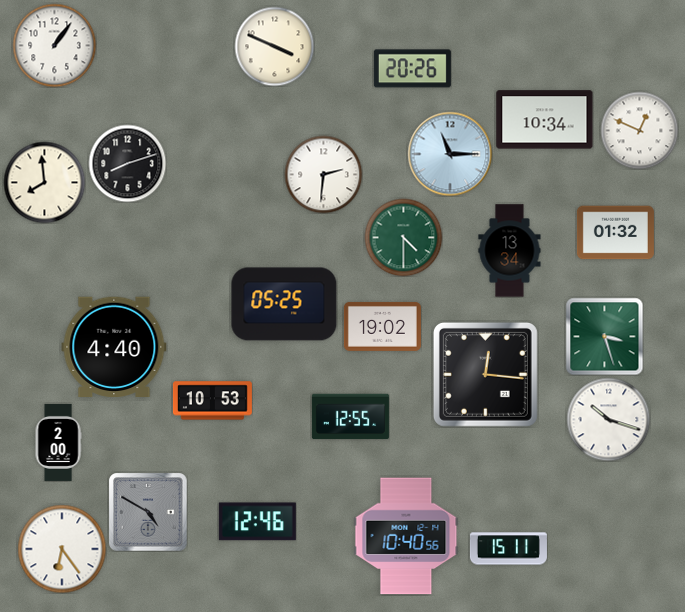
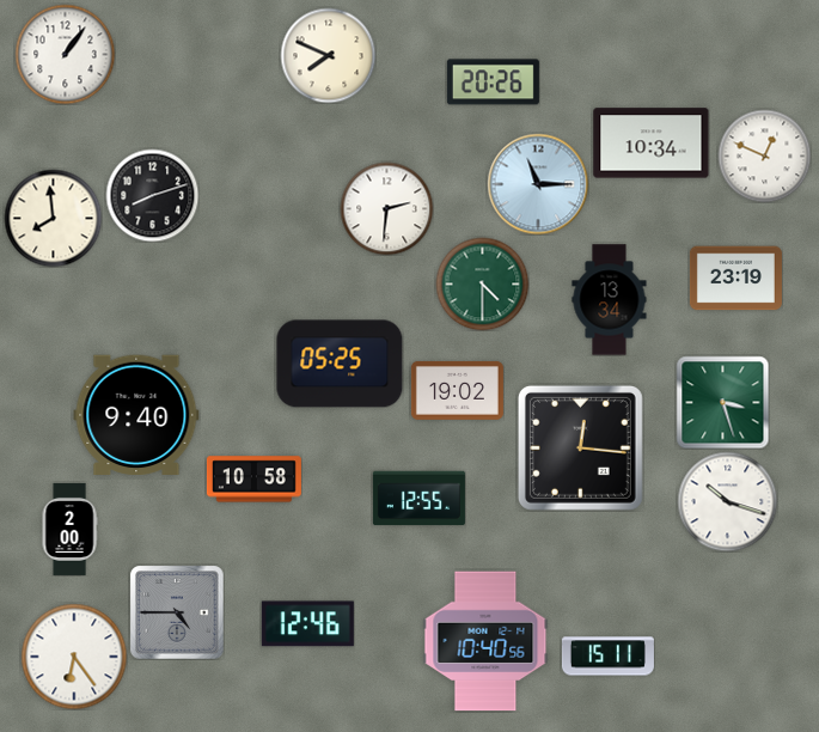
clock at (274, 46): 3:49 -> 7:49
clock at (615, 233): 01:32 -> 23:19
clock at (114, 347): 4:40 -> 9:40
clock at (212, 401): 10:53 -> 10:58
clock at (148, 512): 4:50 -> 4:45
